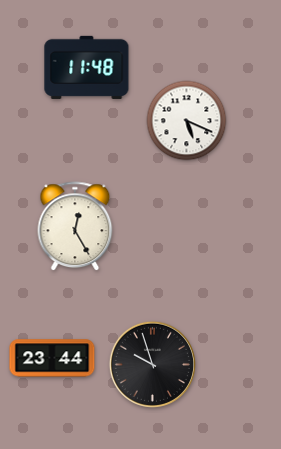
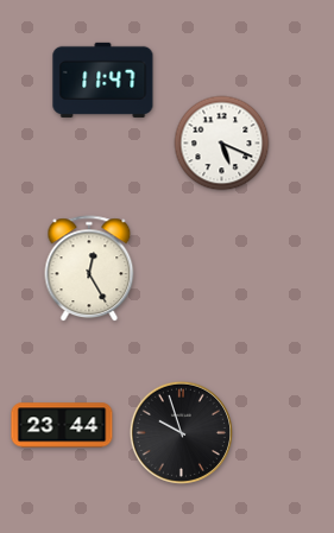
clock at (87, 67): 11:48 -> 11:47
